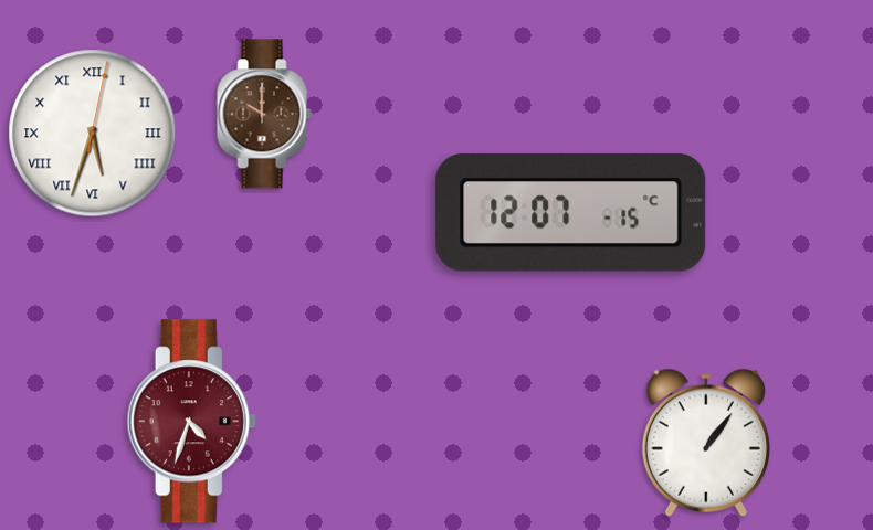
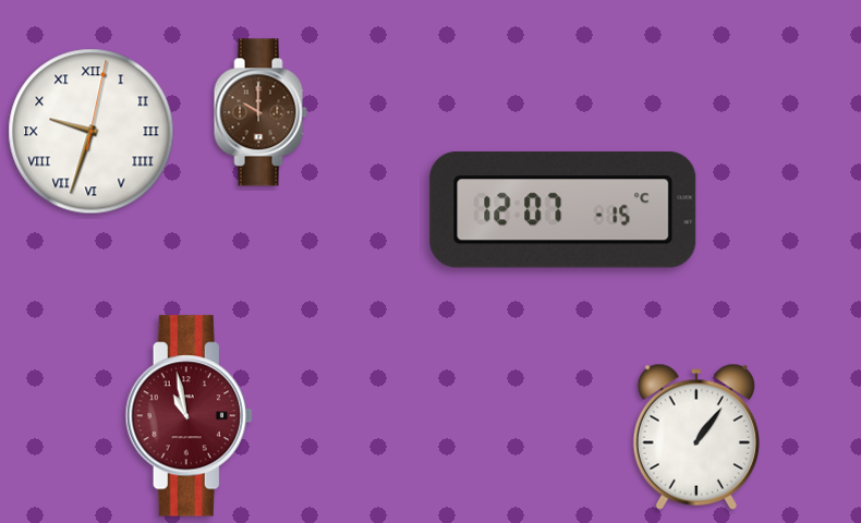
clock at (93, 134): 5:33 -> 9:33
clock at (191, 422): 4:33 -> 10:58
